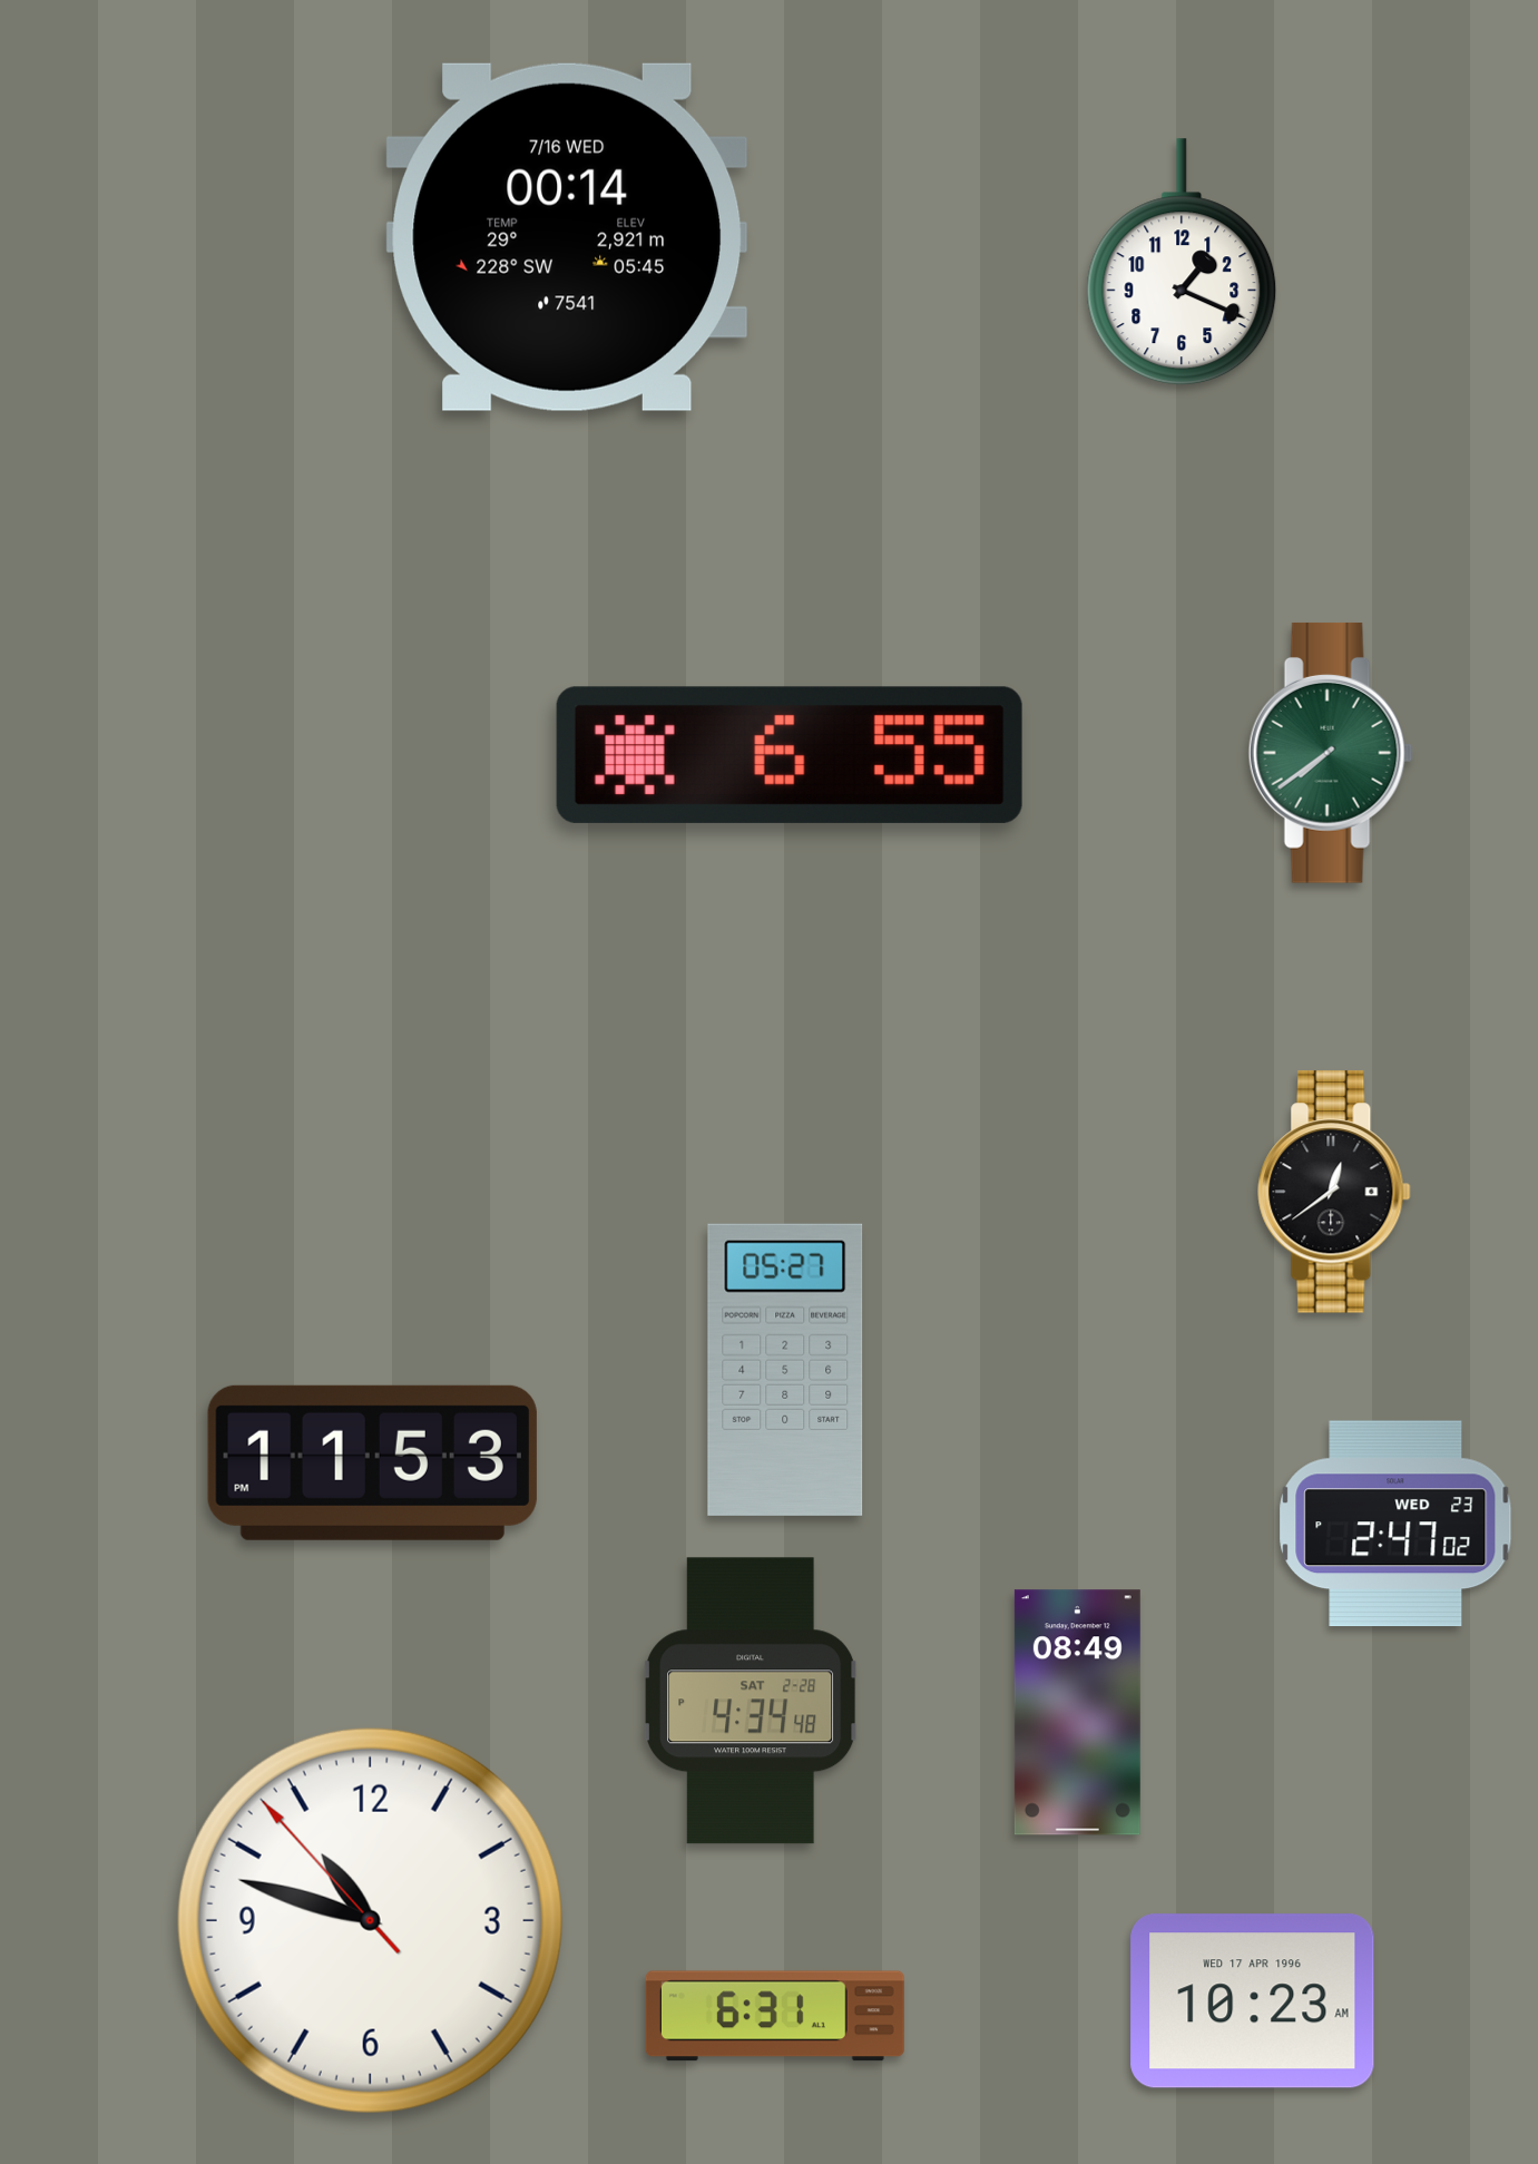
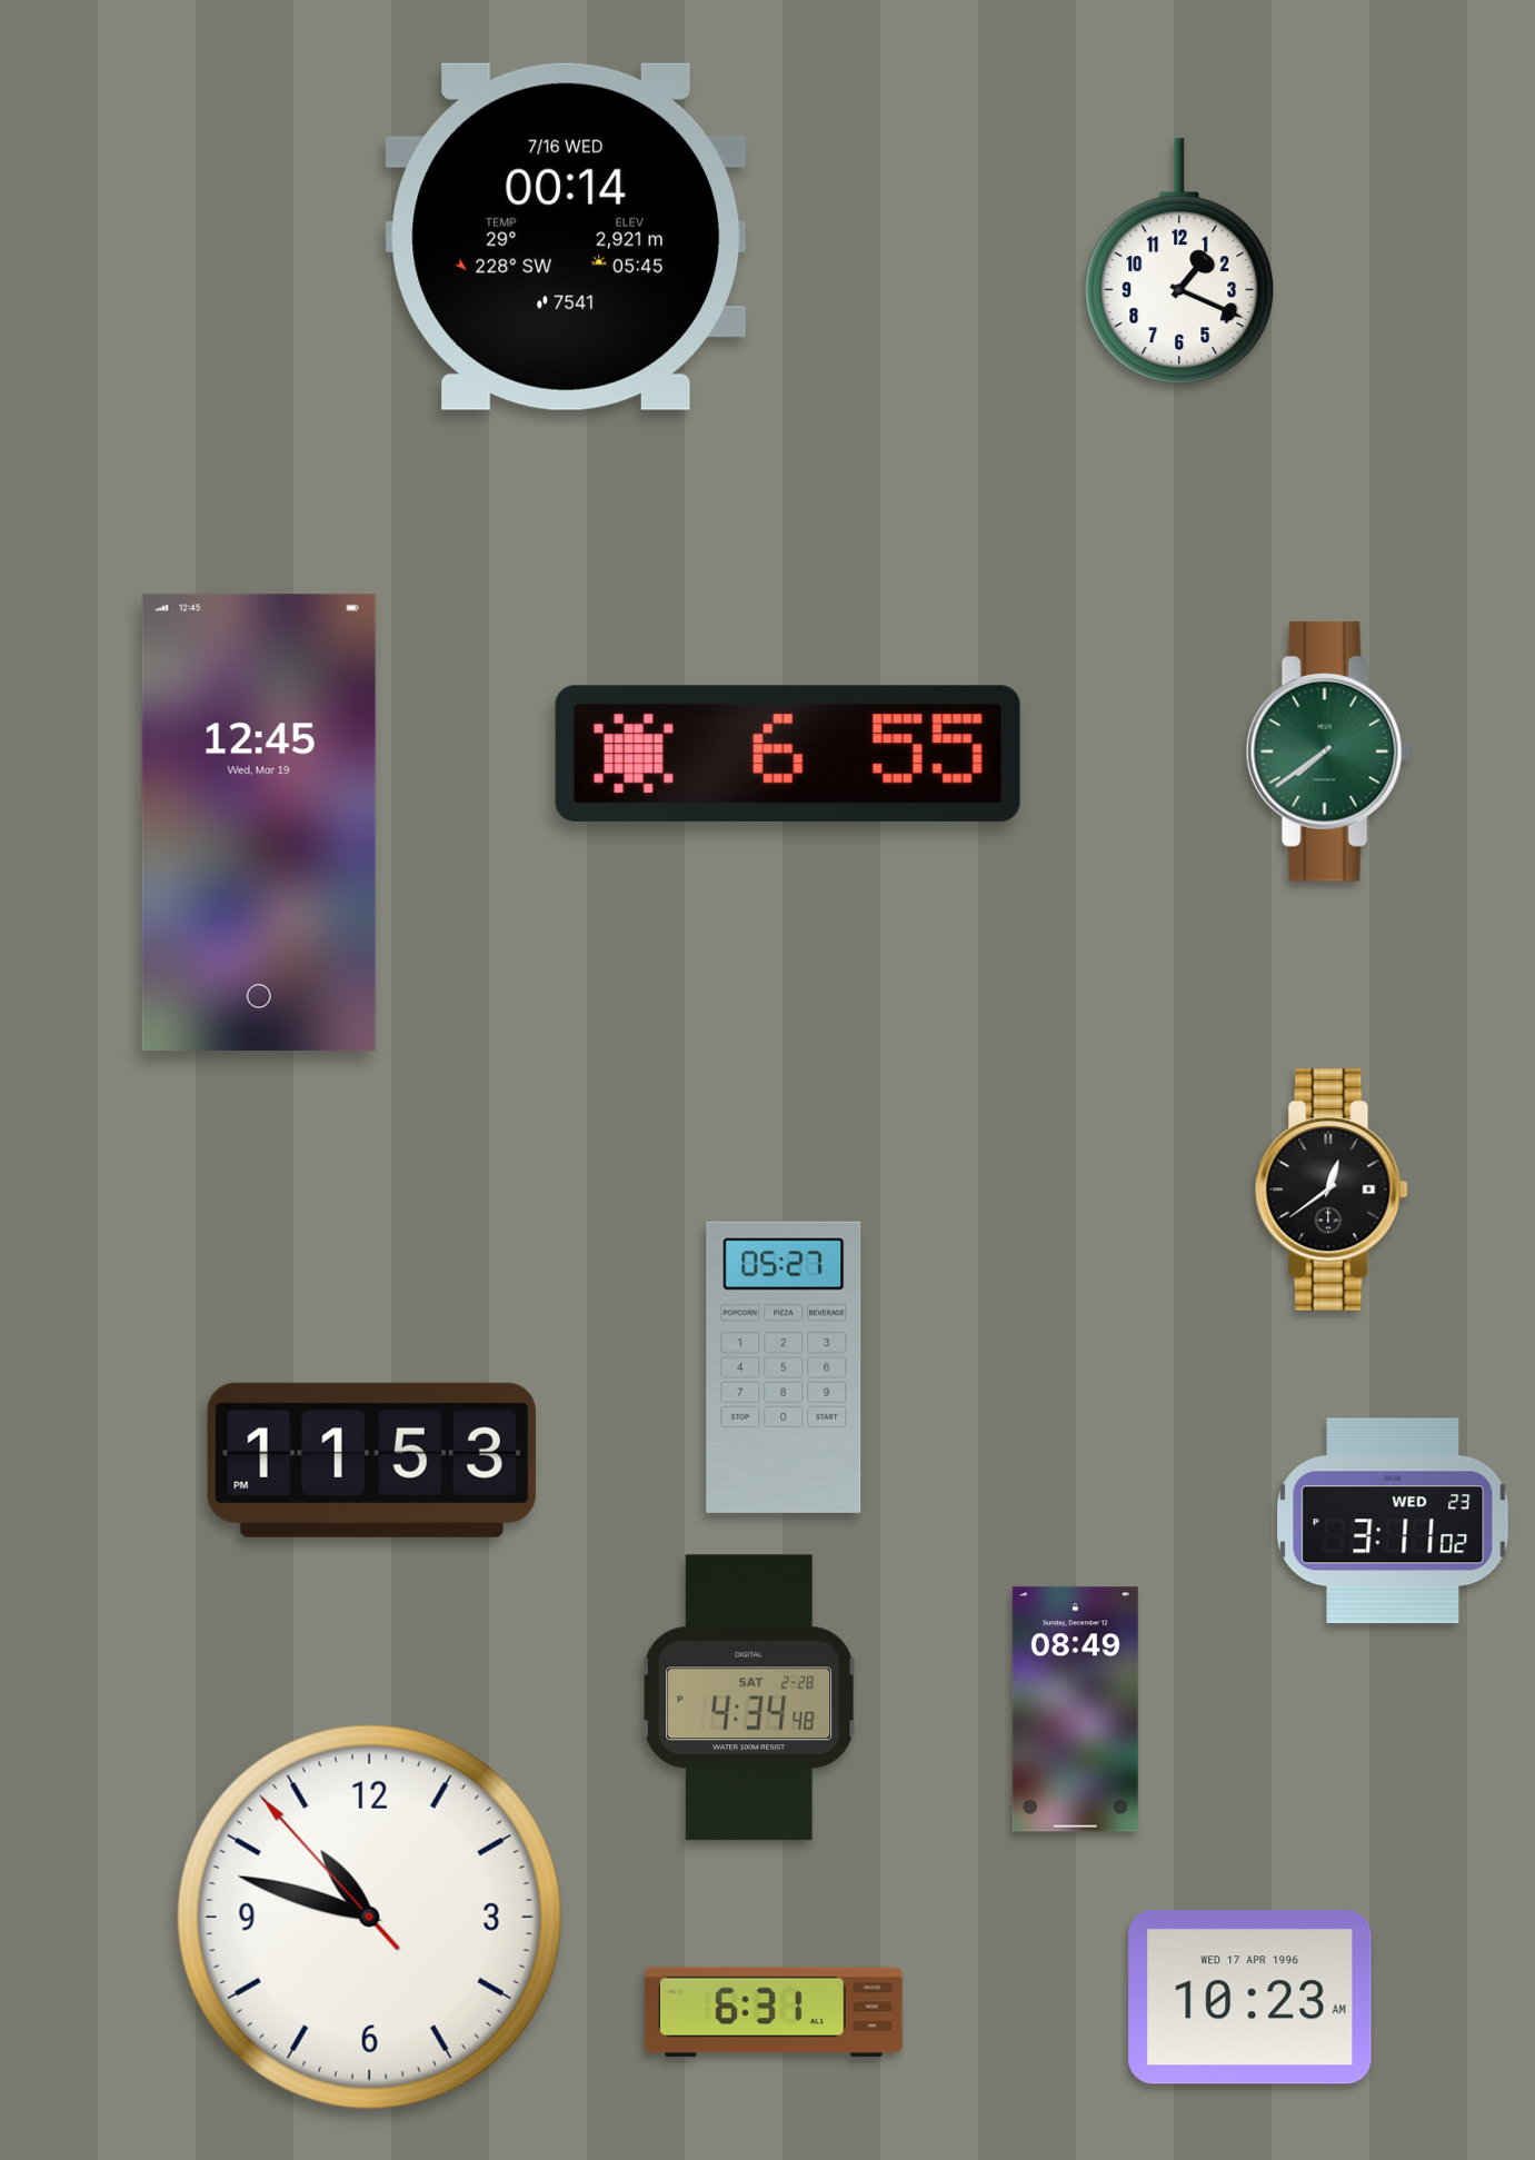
clock at (259, 823): none -> 12:45
clock at (1395, 1524): 2:47 -> 3:11
